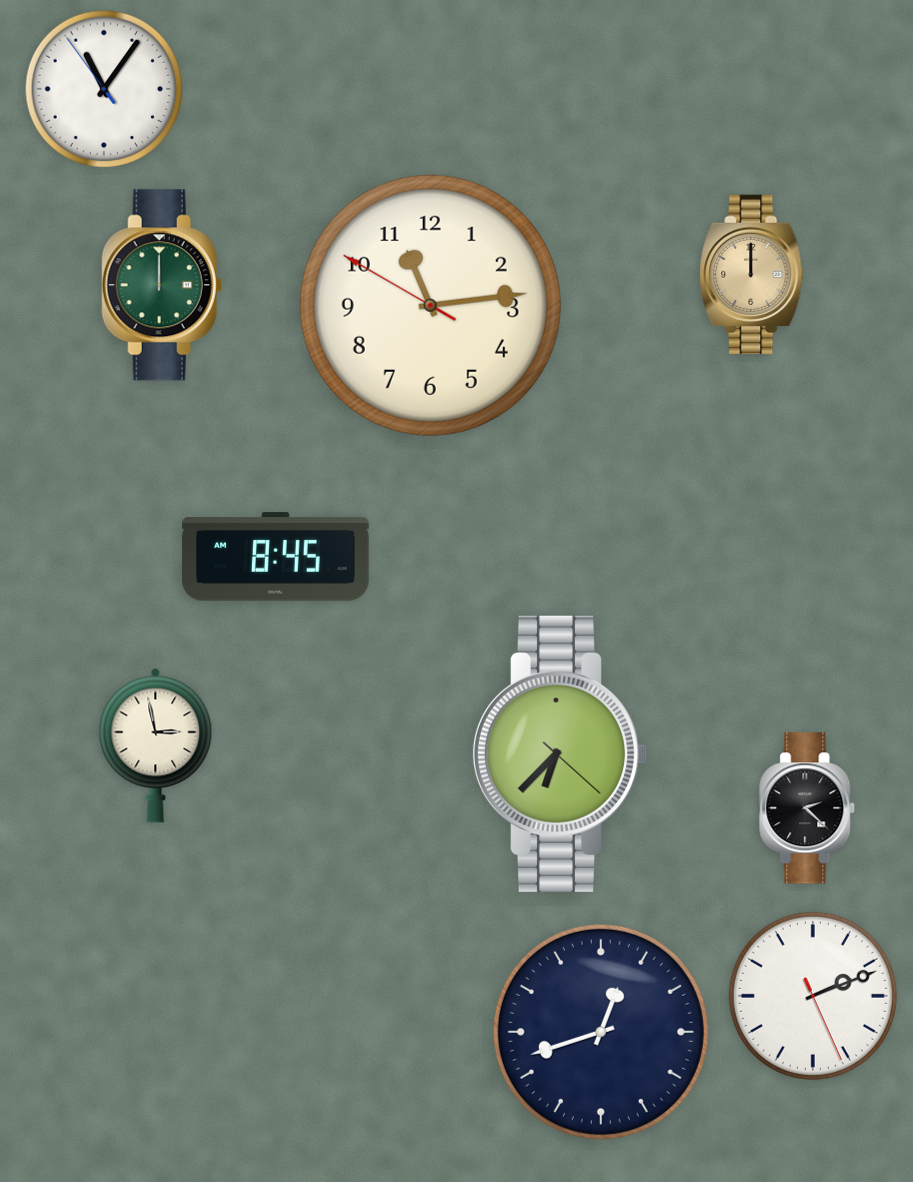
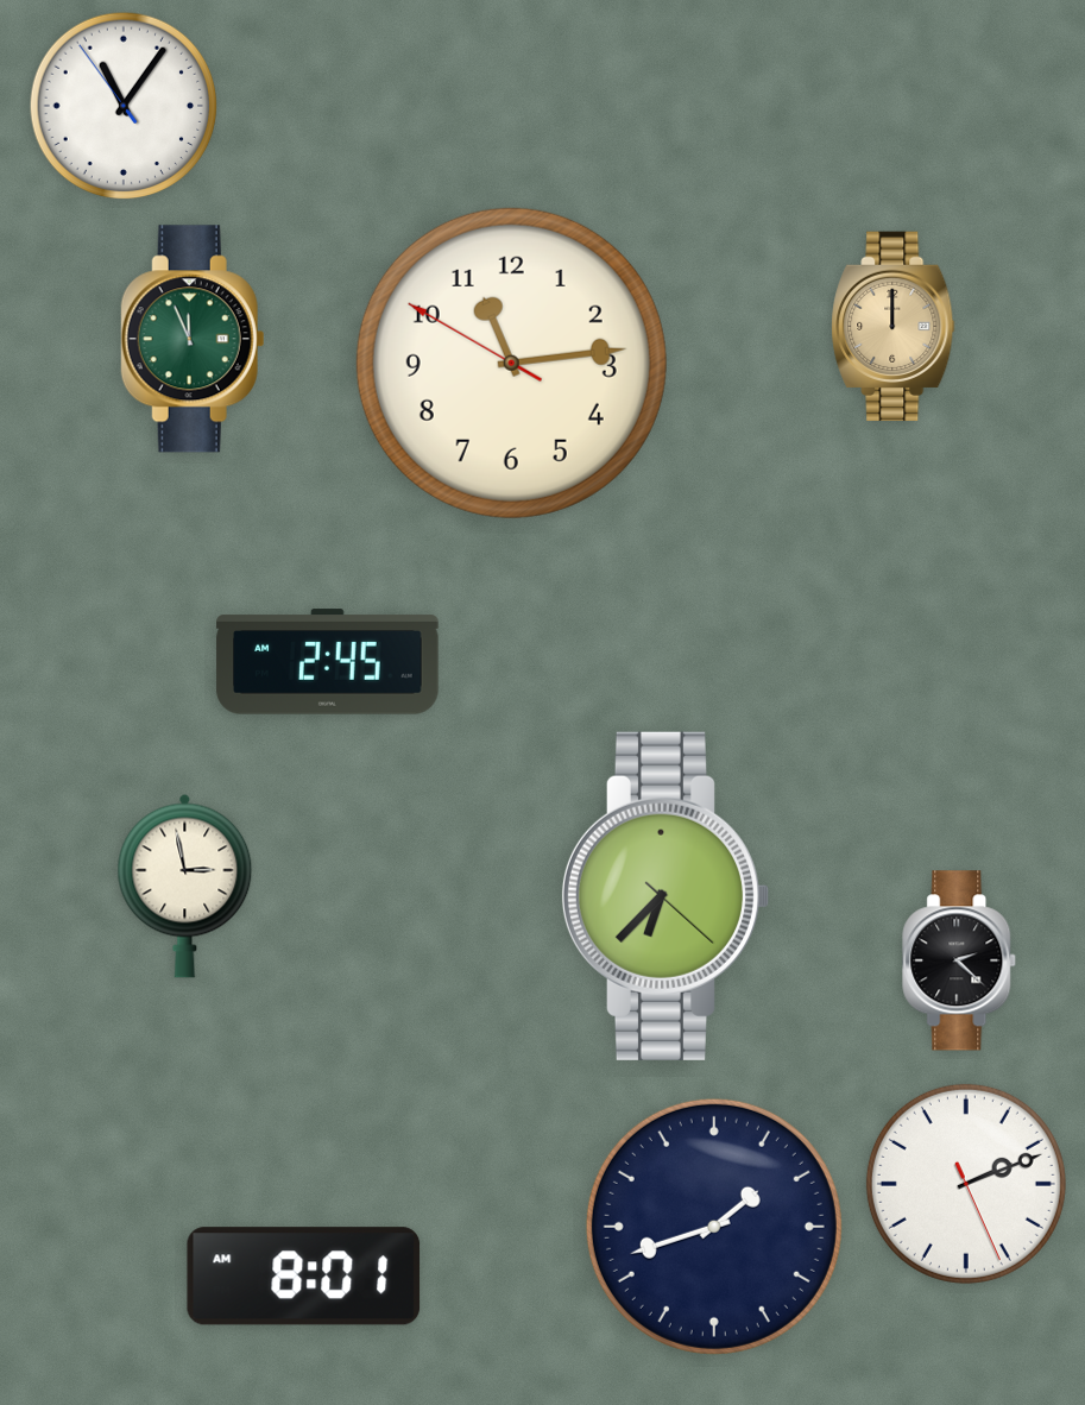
clock at (162, 285): 12:00 -> 11:56
clock at (276, 557): 8:45 -> 2:45
clock at (601, 1032): 12:42 -> 1:42
clock at (304, 1277): none -> 8:01
